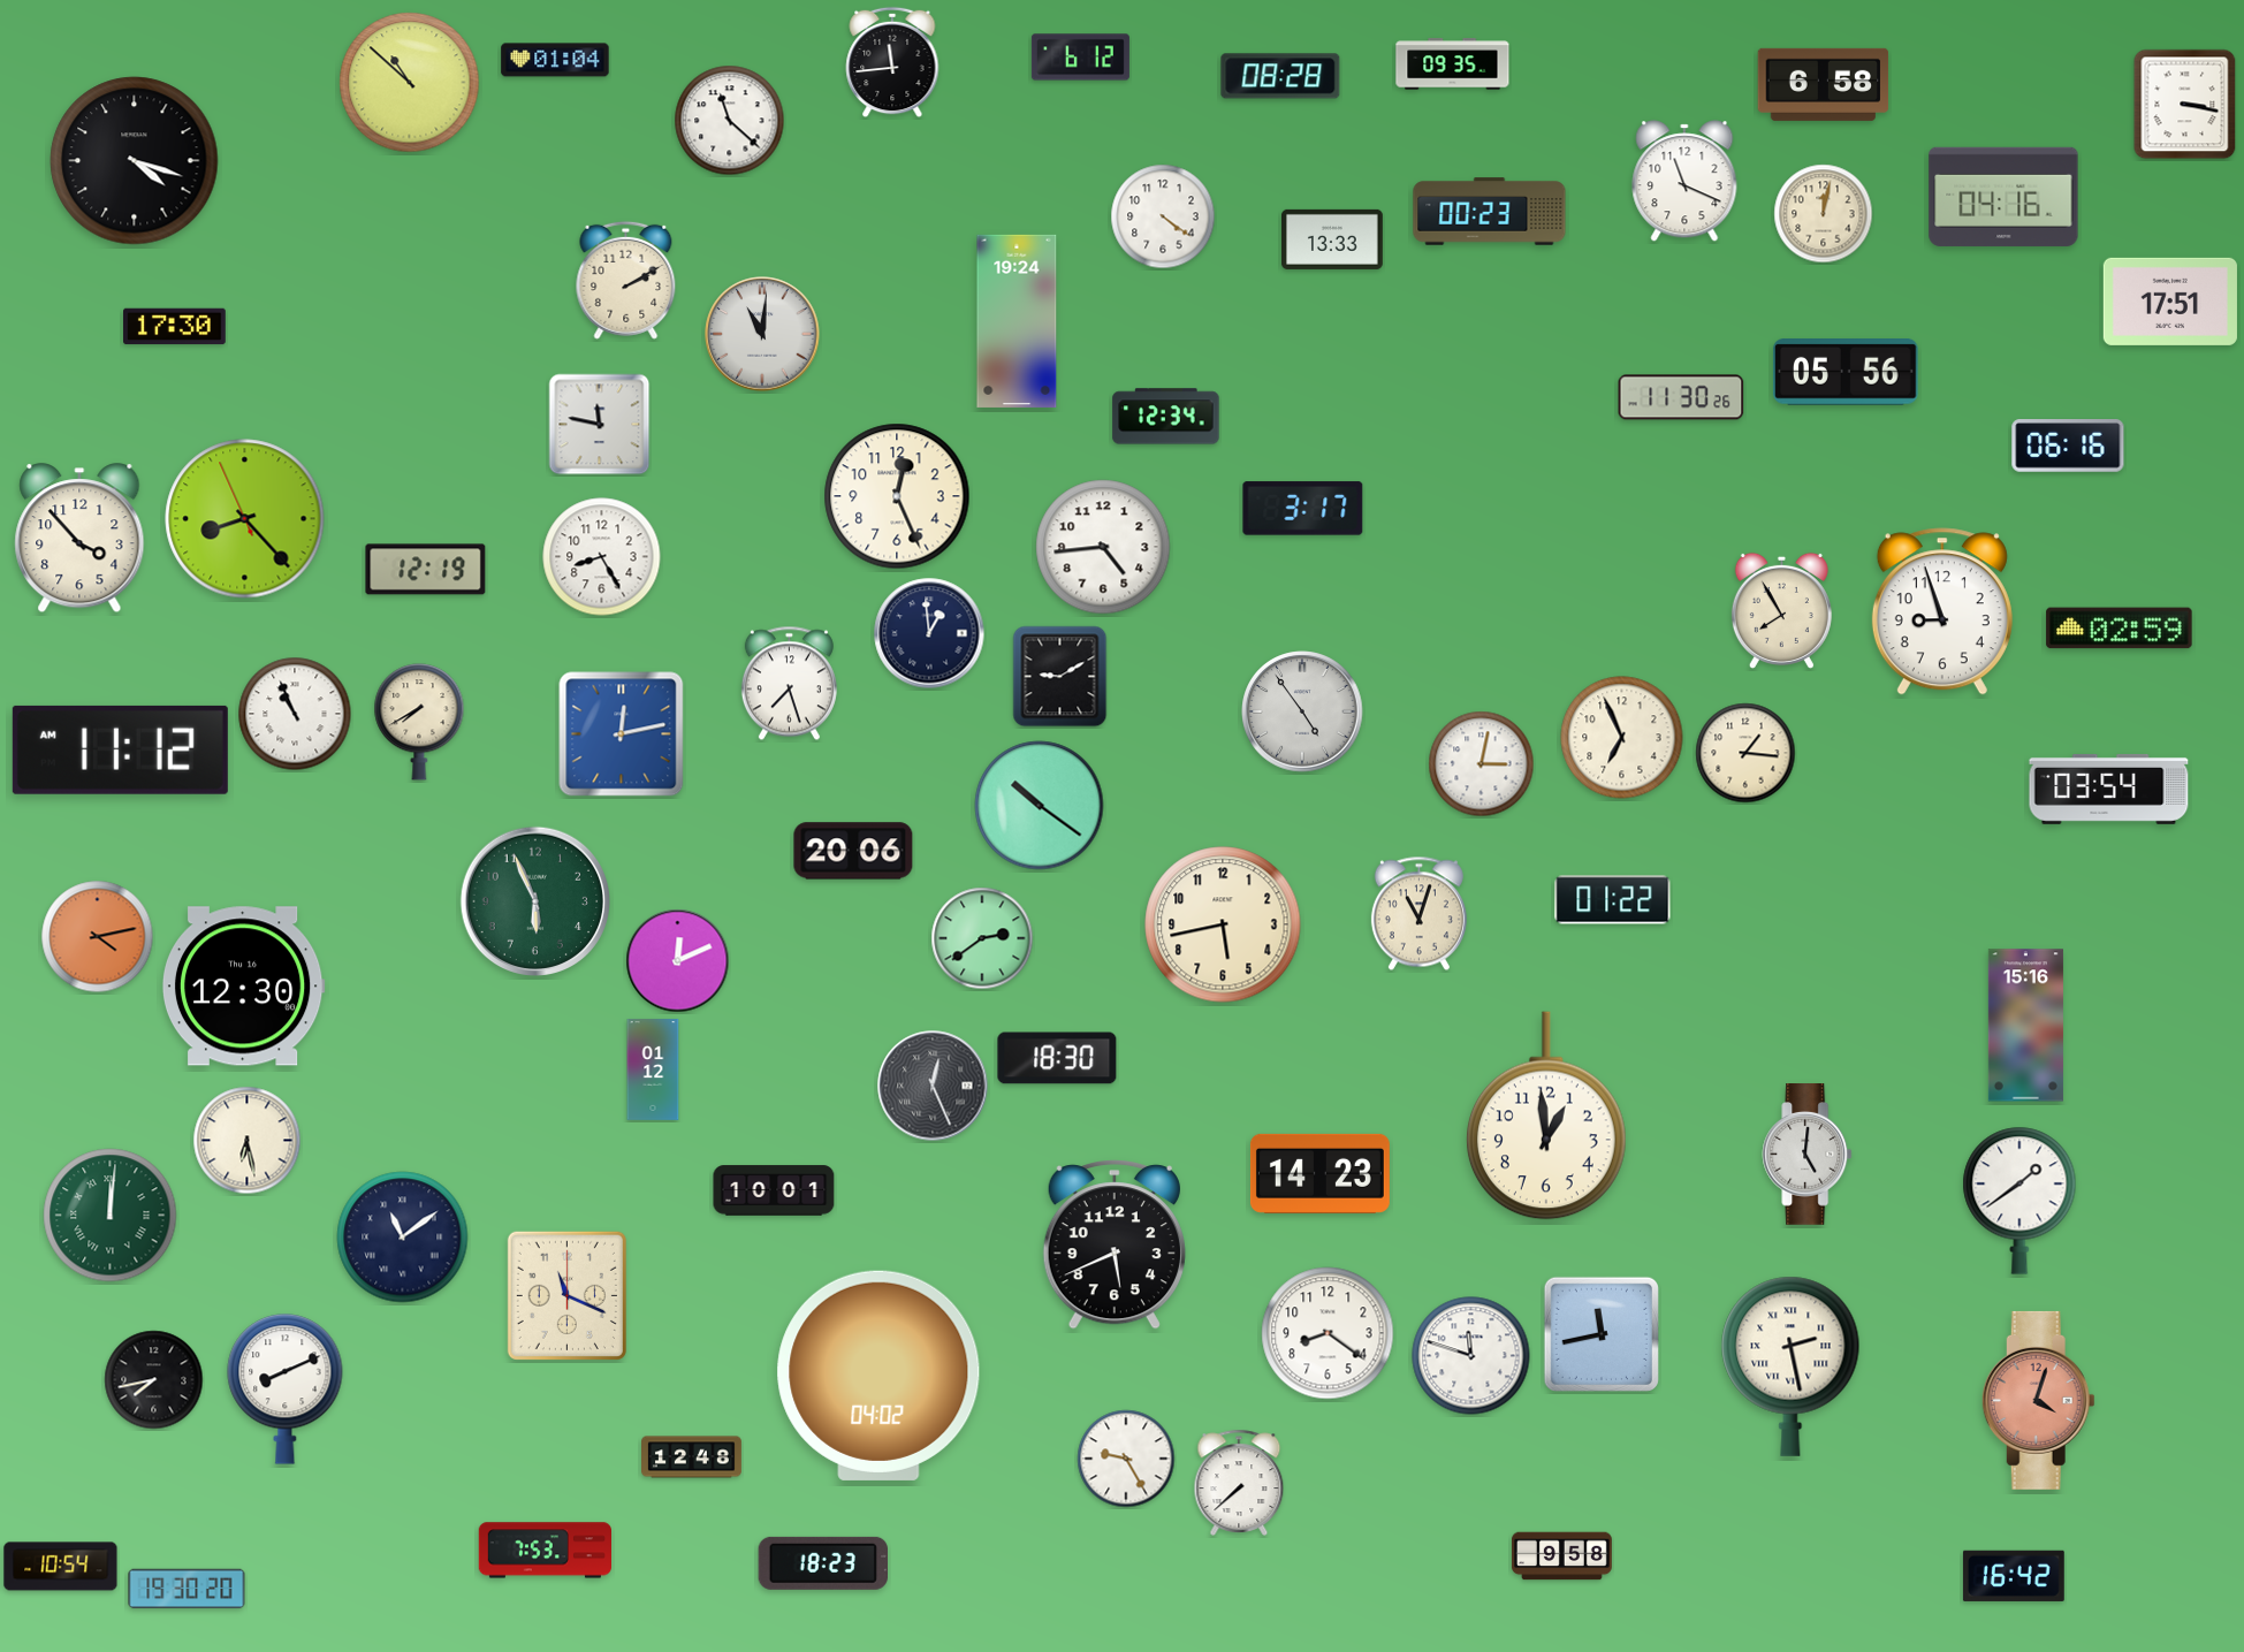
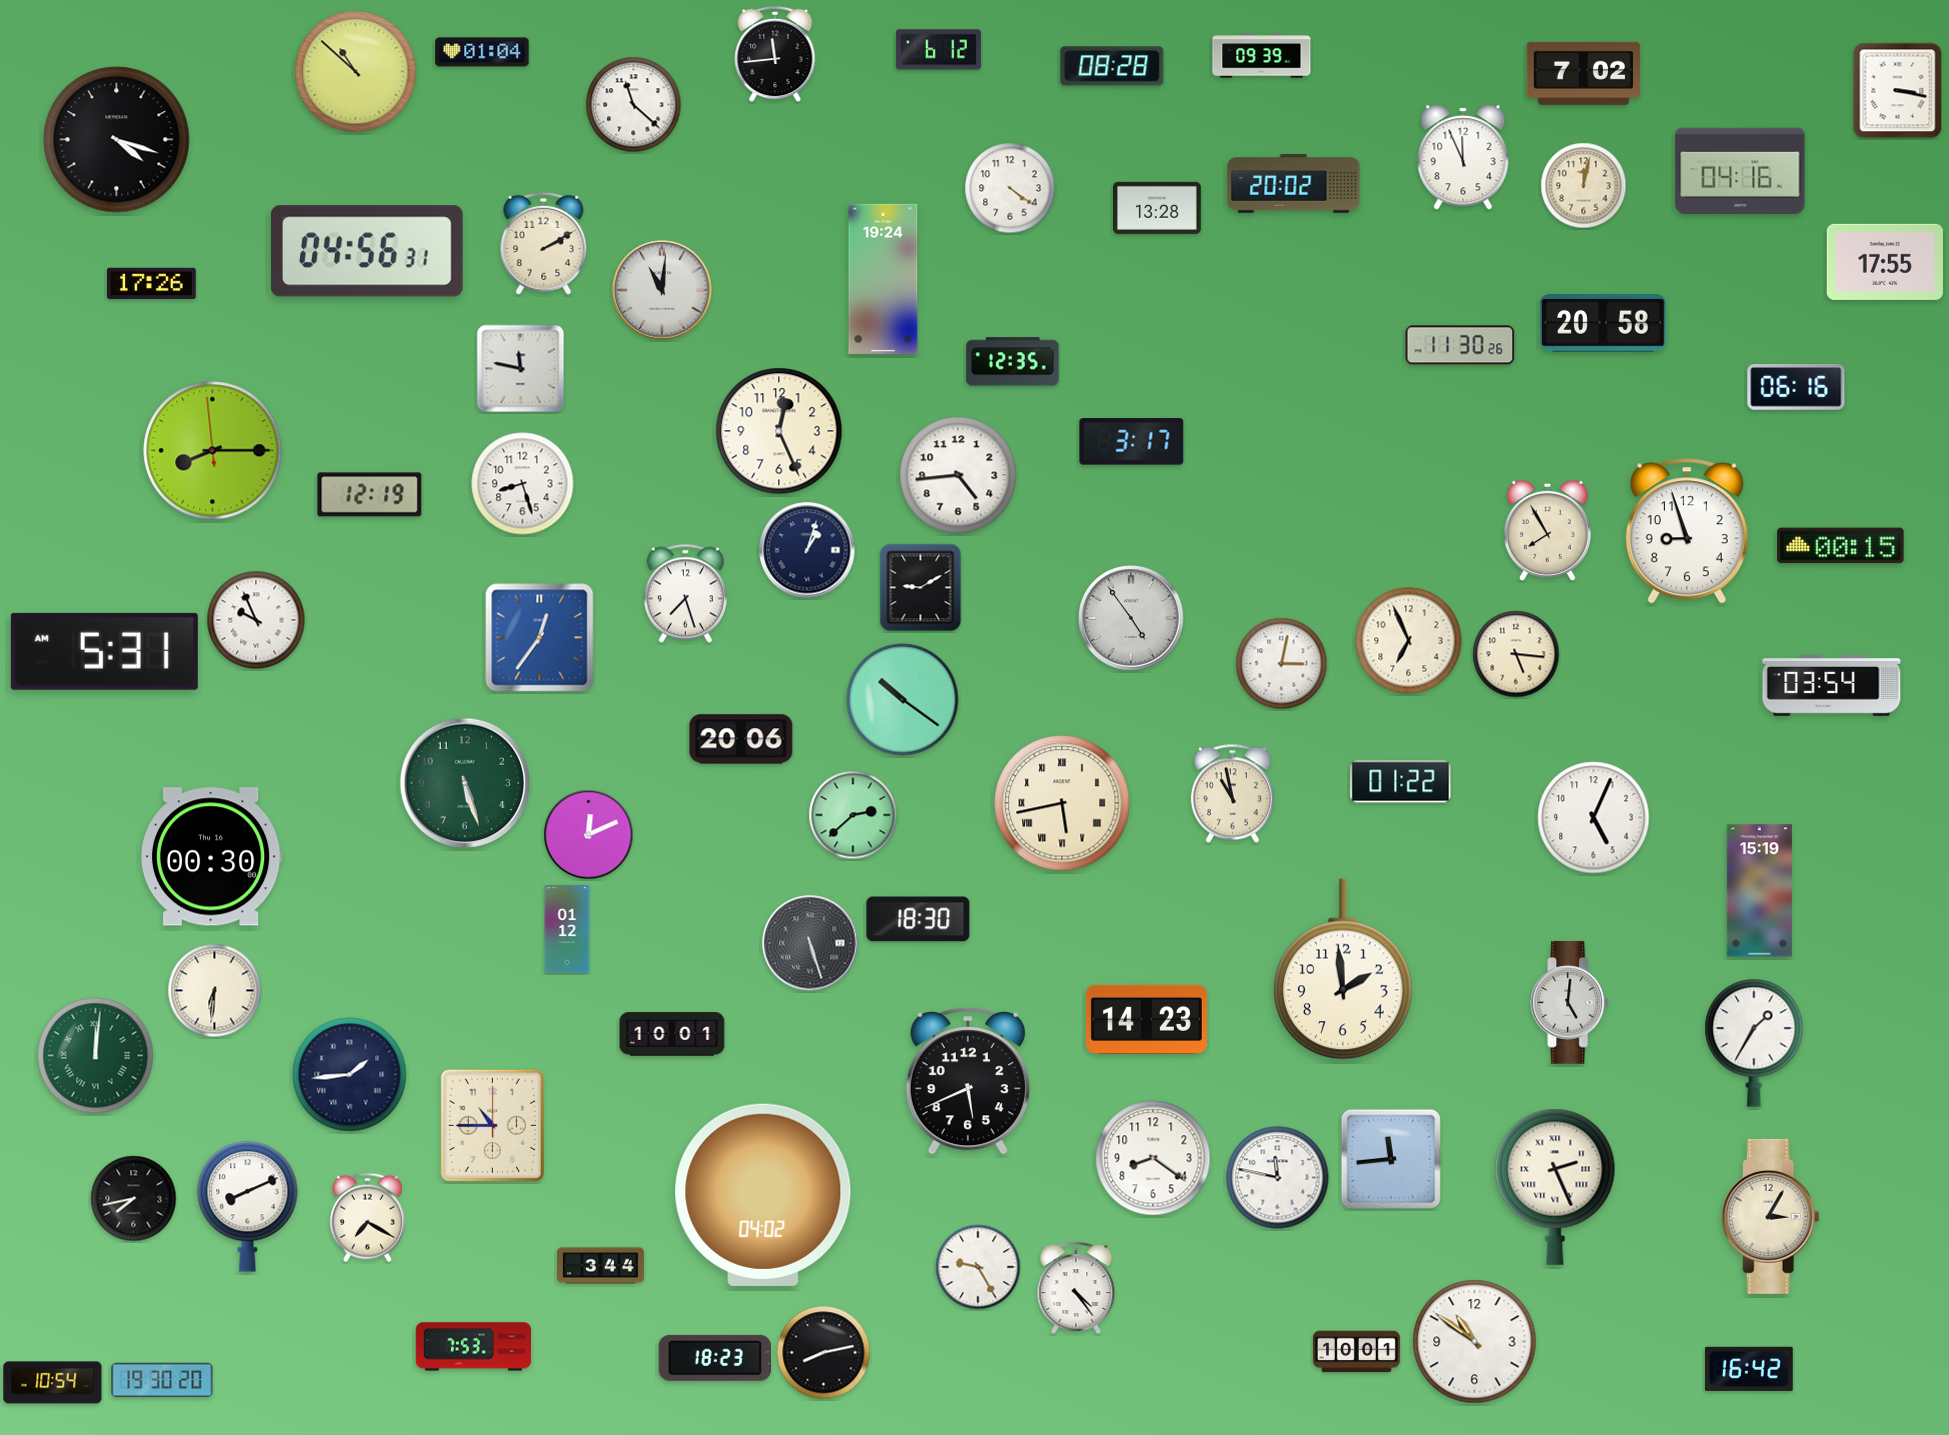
clock at (1453, 64): 09:35 -> 09:39
clock at (1824, 84): 6:58 -> 7:02
clock at (1684, 181): 11:19 -> 11:56
clock at (1490, 212): 00:23 -> 20:02
clock at (1333, 239): 13:33 -> 13:28
clock at (367, 251): none -> 04:56
clock at (2170, 302): 17:51 -> 17:55
clock at (175, 327): 17:30 -> 17:26
clock at (1846, 373): 05:56 -> 20:58
clock at (1166, 417): 12:34 -> 12:35
clock at (245, 519): 8:22 -> 8:14
clock at (79, 539): 3:53 -> none
clock at (602, 557): 8:25 -> 8:27
clock at (2120, 629): 02:59 -> 00:15
clock at (929, 633): 12:59 -> 1:03
clock at (295, 714): 10:56 -> 9:56
clock at (419, 722): 7:40 -> none
clock at (622, 734): 12:13 -> 12:36
clock at (120, 749): 11:12 -> 5:31
clock at (1745, 753): 1:16 -> 5:16
clock at (1482, 764) position: (1482, 764) -> (1282, 664)
clock at (534, 901): 5:56 -> 5:27
clock at (1418, 914): 11:03 -> 10:58
clock at (1223, 924) numerals: Arabic -> Roman
clock at (98, 937): 4:13 -> none
clock at (982, 938): 2:39 -> 2:38
clock at (1594, 818): none -> 5:04
clock at (243, 987): 12:30 -> 00:30
clock at (2025, 1026): 15:16 -> 15:19
clock at (933, 1086): 12:26 -> 5:27
clock at (1546, 1116): 12:59 -> 1:59
clock at (248, 1141): 6:28 -> 6:31
clock at (2019, 1201): 1:39 -> 1:35
clock at (403, 1238): 11:09 -> 1:44
clock at (566, 1295): 11:19 -> 10:45
clock at (1602, 1334): 11:43 -> 11:44
clock at (1471, 1356): 11:48 -> 11:47
clock at (1790, 1366): 2:28 -> 2:26
clock at (2038, 1400): 4:03 -> 3:05
clock at (2038, 1400) dial: salmon -> cream
clock at (367, 1218): none -> 7:20
clock at (692, 1457): 12:48 -> 3:44
clock at (1239, 1483): 7:38 -> 4:24
clock at (1475, 1342): none -> 10:51
clock at (1561, 1556): 9:58 -> 10:01
clock at (824, 1353): none -> 8:13
clock at (61, 1567) position: (61, 1567) -> (53, 1383)
